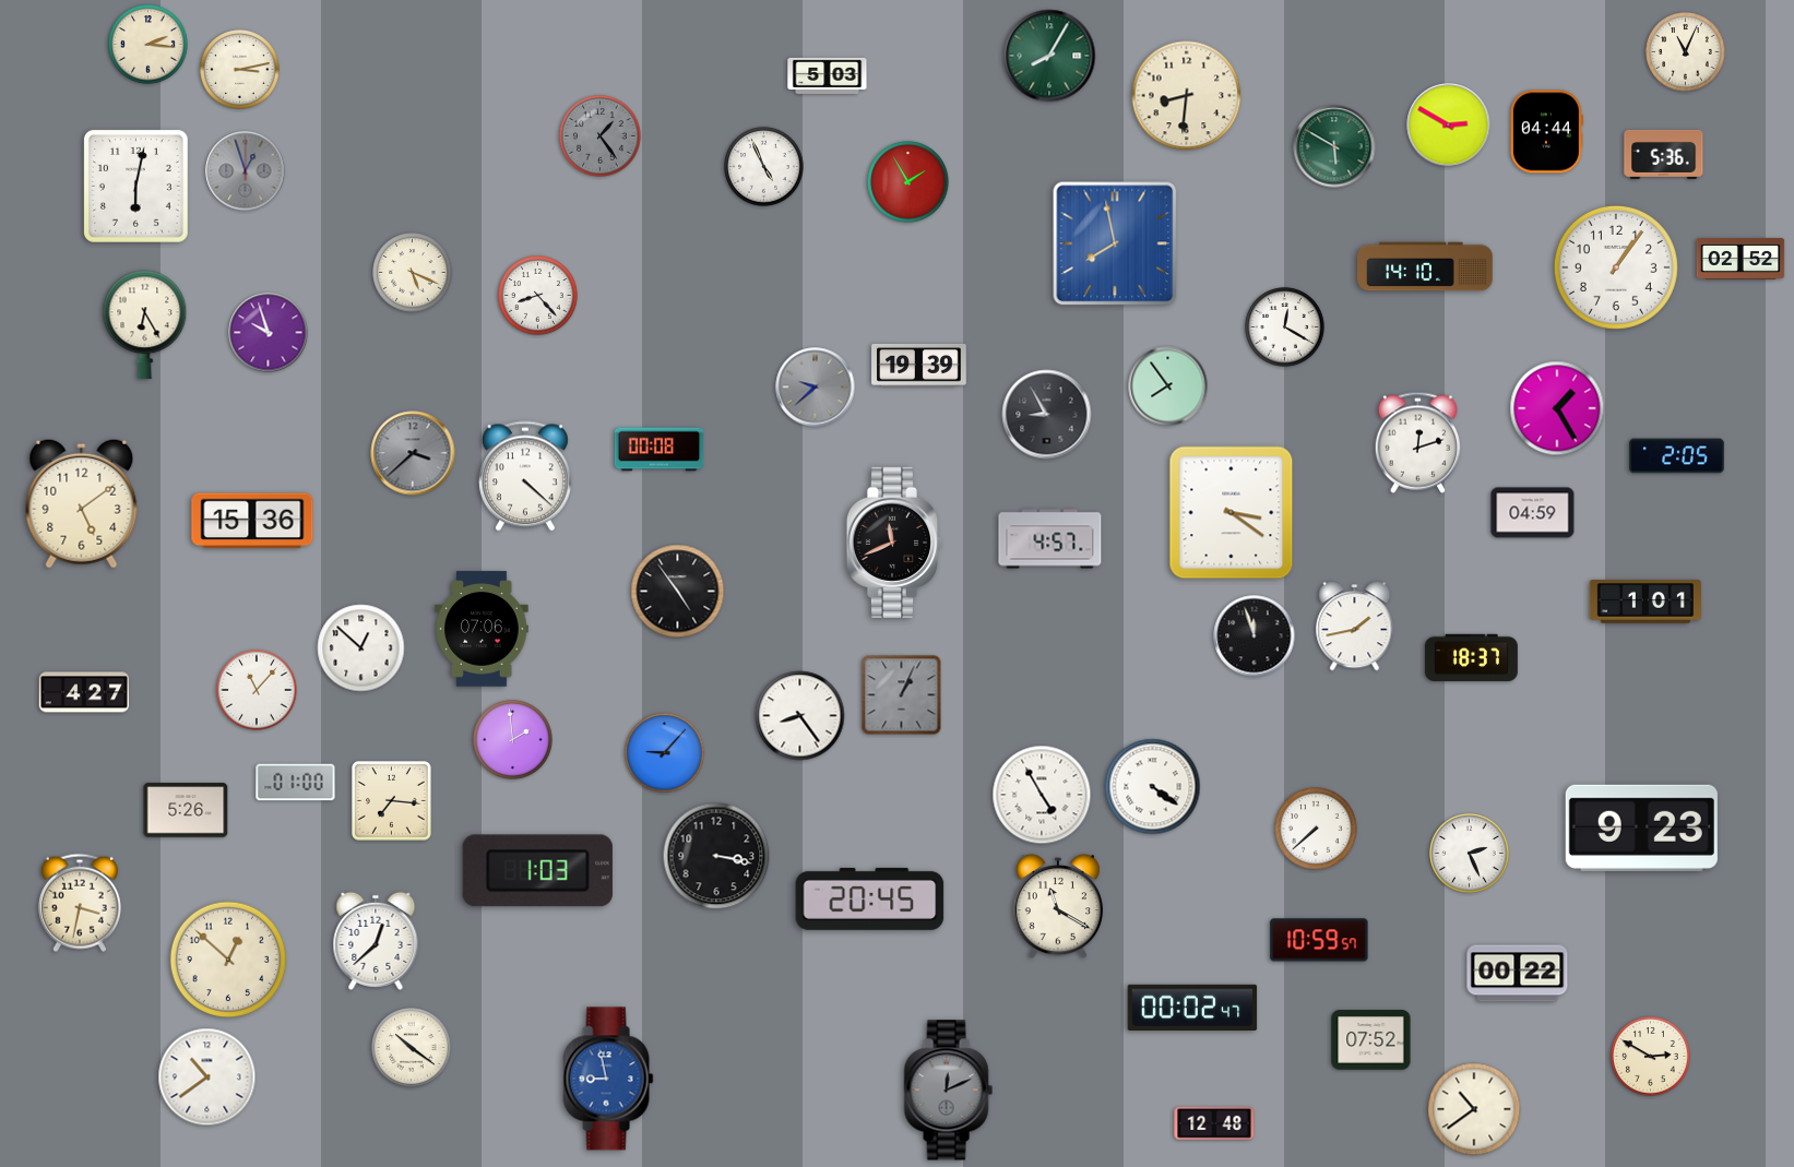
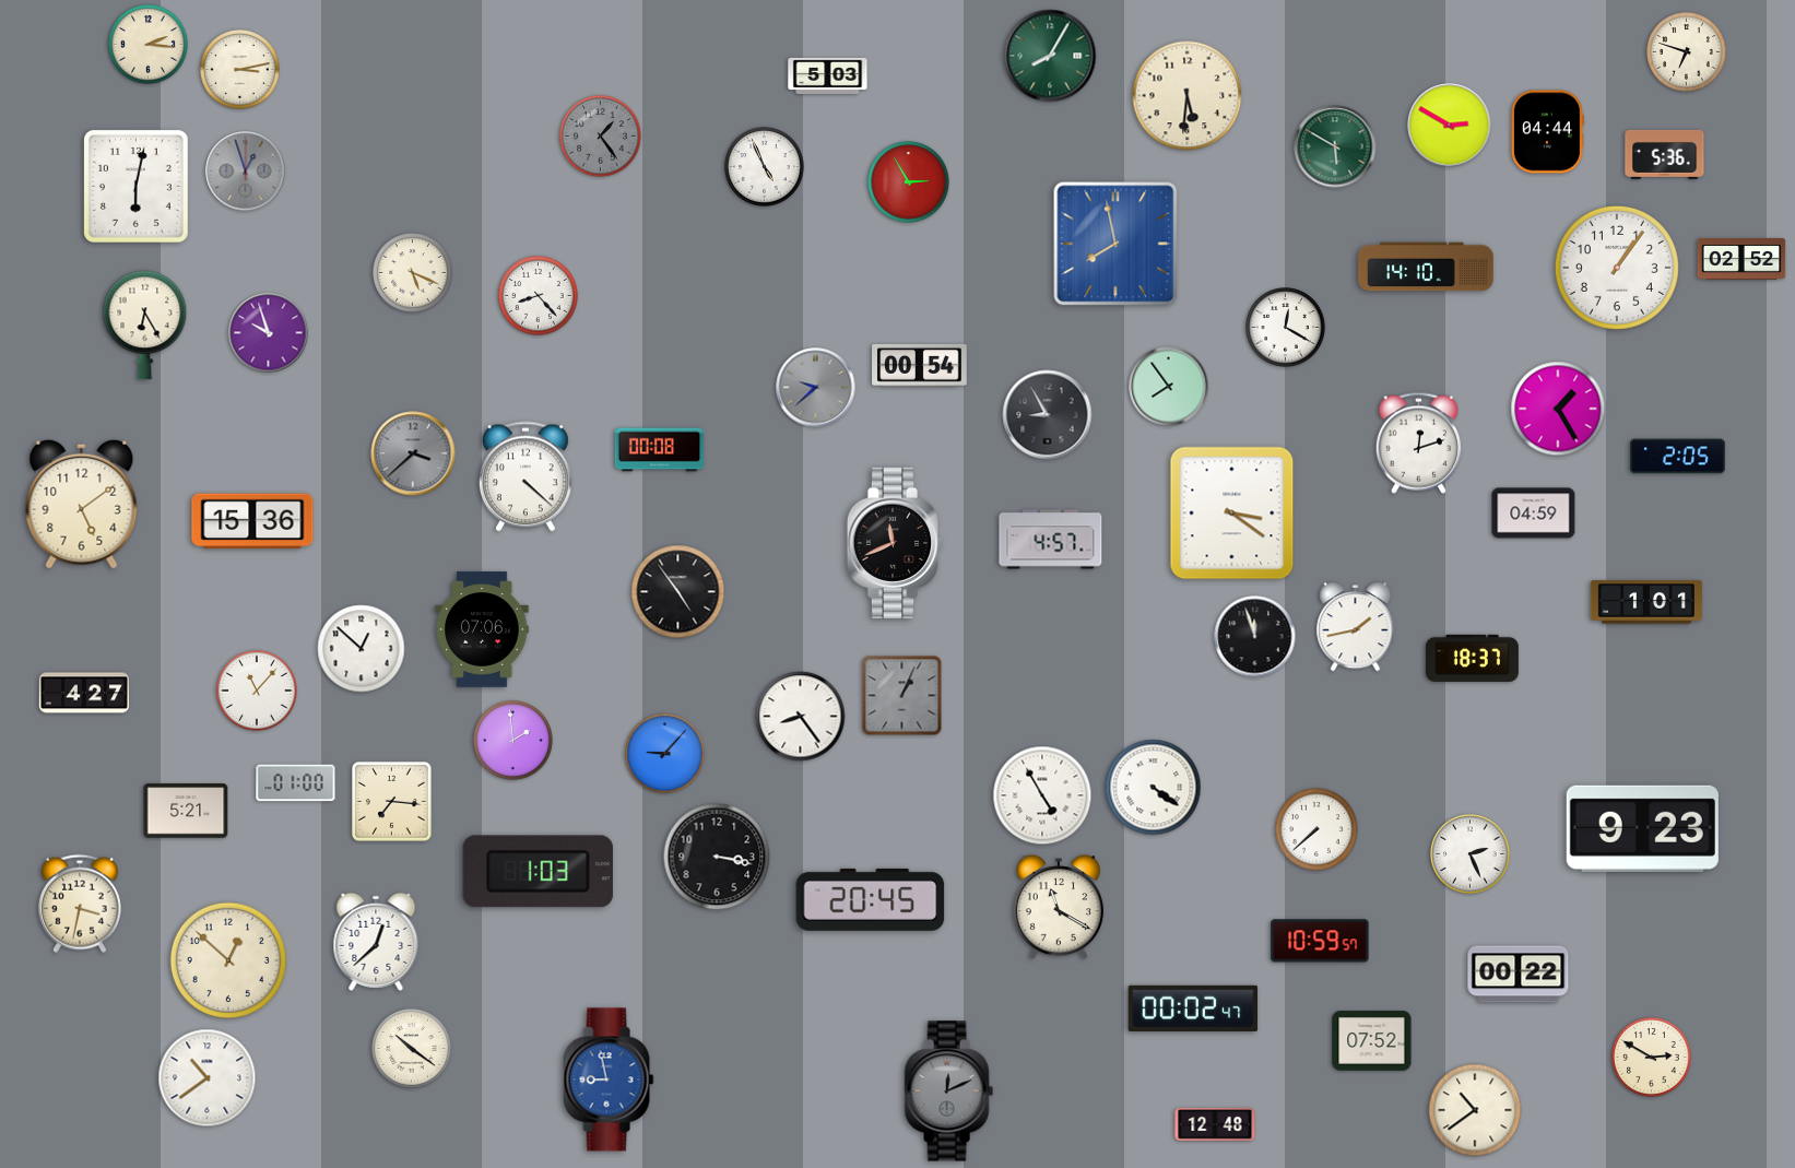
clock at (1686, 52): 11:04 -> 6:48
clock at (1187, 96): 8:31 -> 5:31
clock at (908, 182): 1:55 -> 2:55
clock at (919, 366): 19:39 -> 00:54
clock at (186, 810): 5:26 -> 5:21
